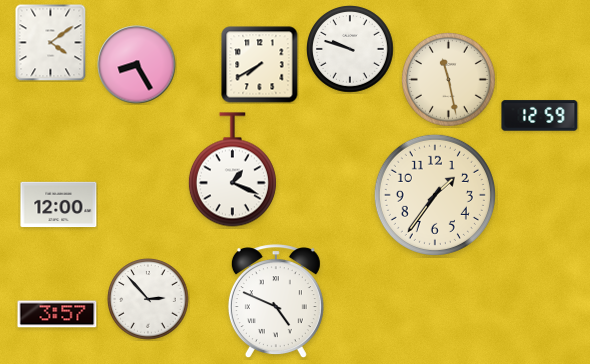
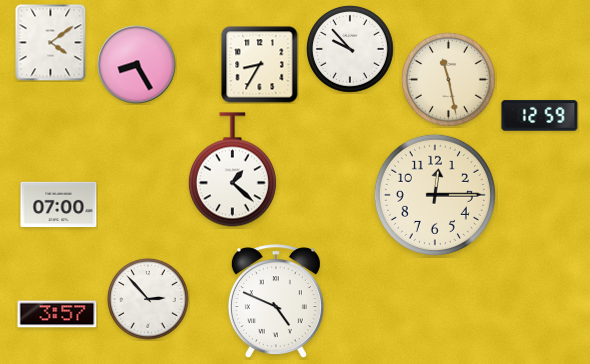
clock at (351, 50): 9:48 -> 9:53
clock at (260, 65): 7:40 -> 8:35
clock at (232, 170): 1:19 -> 1:22
clock at (435, 195): 1:36 -> 12:15
clock at (59, 205): 12:00 -> 07:00
